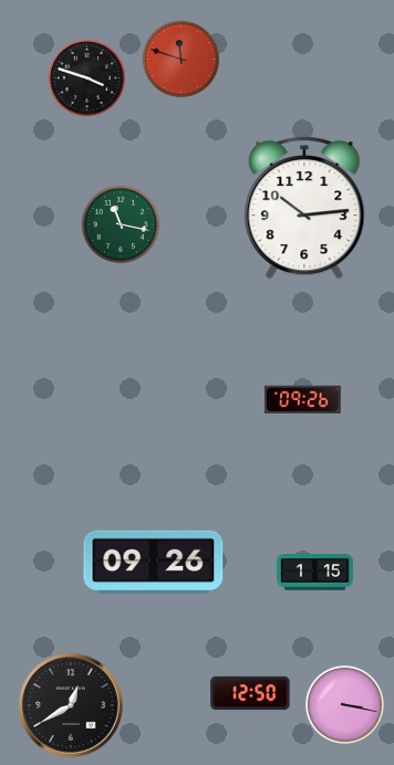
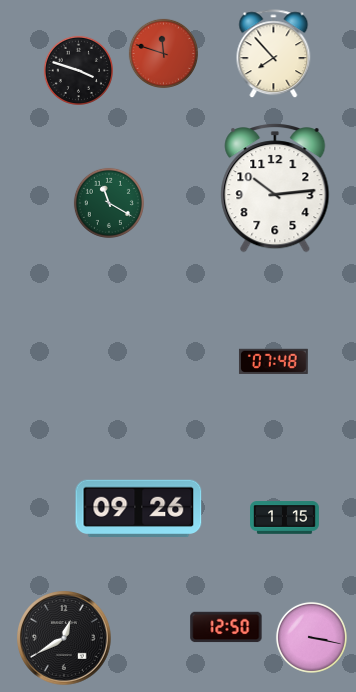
clock at (274, 54): none -> 7:53
clock at (121, 224): 11:17 -> 11:20
clock at (302, 399): 09:26 -> 07:48
